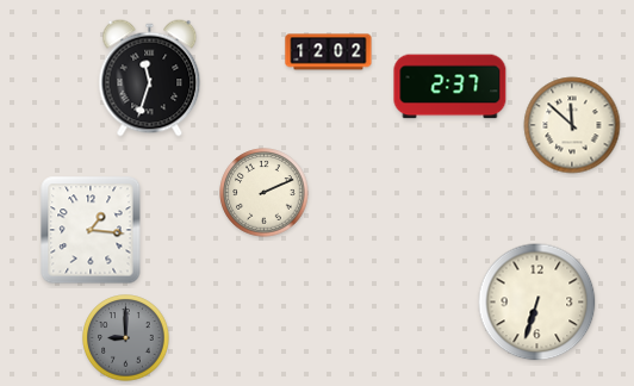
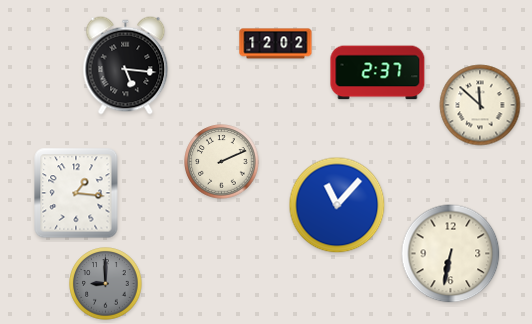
clock at (150, 79): 11:33 -> 5:16
clock at (337, 205): none -> 11:07
clock at (537, 303): 6:33 -> 6:32
